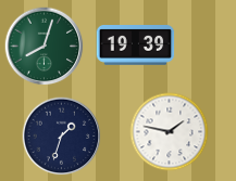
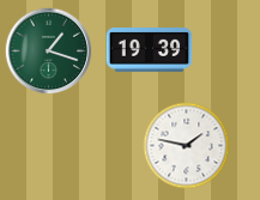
clock at (45, 47): 8:03 -> 1:18
clock at (62, 137): 1:33 -> none
